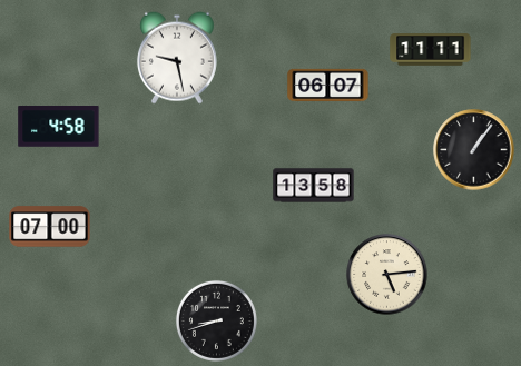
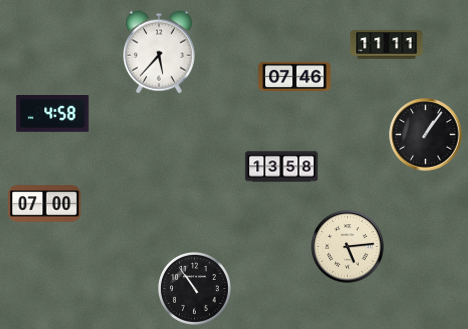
clock at (177, 58): 9:28 -> 5:37
clock at (328, 86): 06:07 -> 07:46
clock at (216, 320): 8:42 -> 10:54
